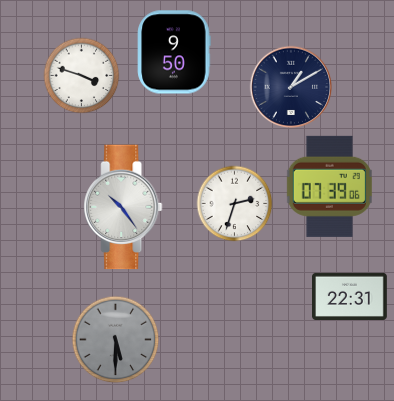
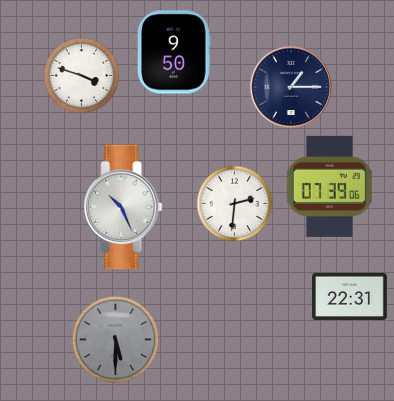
clock at (291, 87): 1:10 -> 1:15
clock at (235, 204): 2:33 -> 2:31
clock at (123, 207): 10:24 -> 10:26
